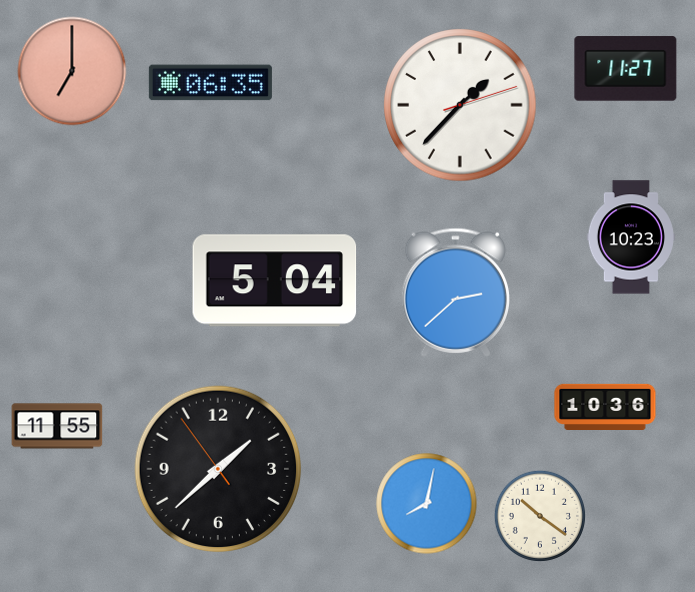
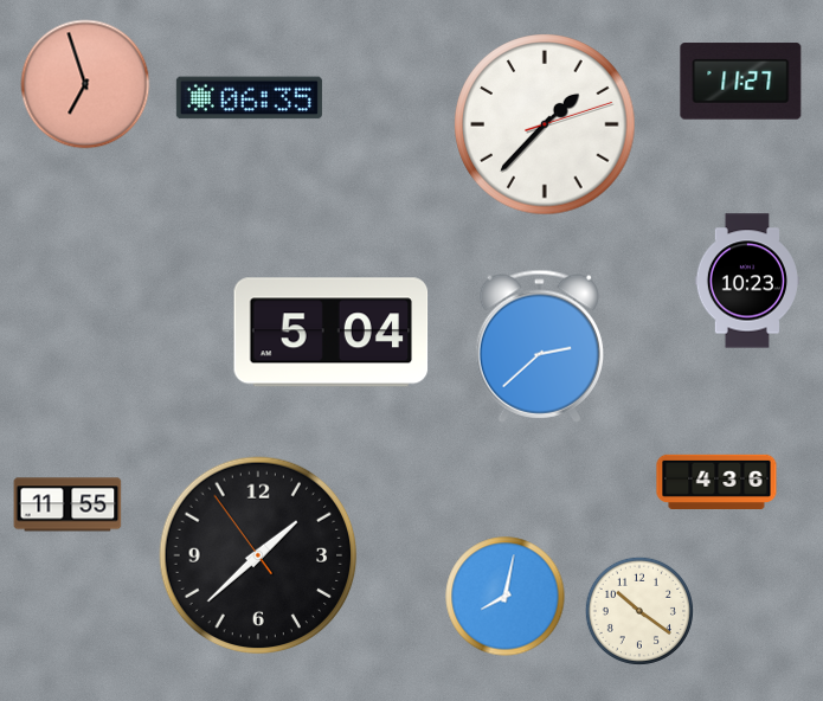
clock at (72, 71): 7:00 -> 6:57
clock at (275, 281) position: (275, 281) -> (332, 333)
clock at (605, 406): 10:36 -> 4:36
